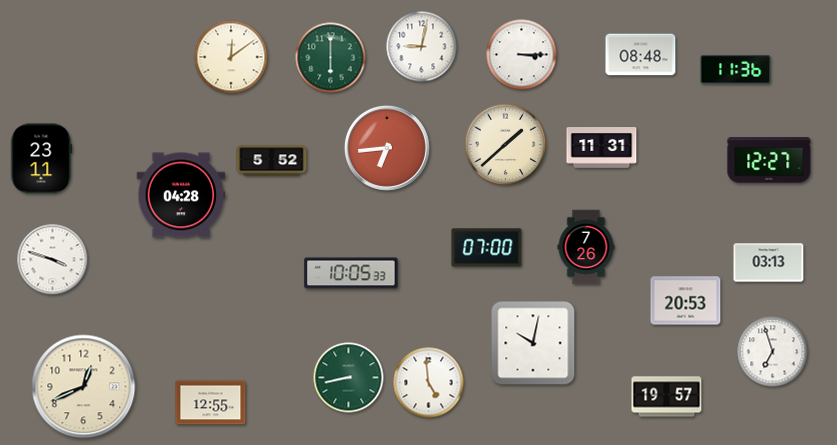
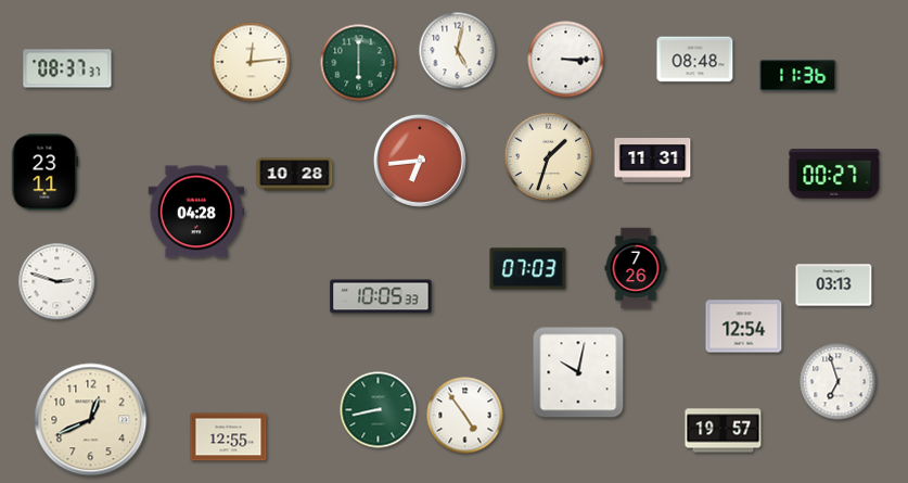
clock at (422, 47): 9:02 -> 5:02
clock at (231, 57): 12:09 -> 12:14
clock at (67, 68): none -> 08:37
clock at (506, 145): 1:38 -> 1:33
clock at (769, 160): 12:27 -> 00:27
clock at (272, 161): 5:52 -> 10:28
clock at (487, 248): 07:00 -> 07:03
clock at (53, 260): 3:48 -> 2:48
clock at (686, 301): 20:53 -> 12:54
clock at (429, 383): 4:59 -> 4:54
